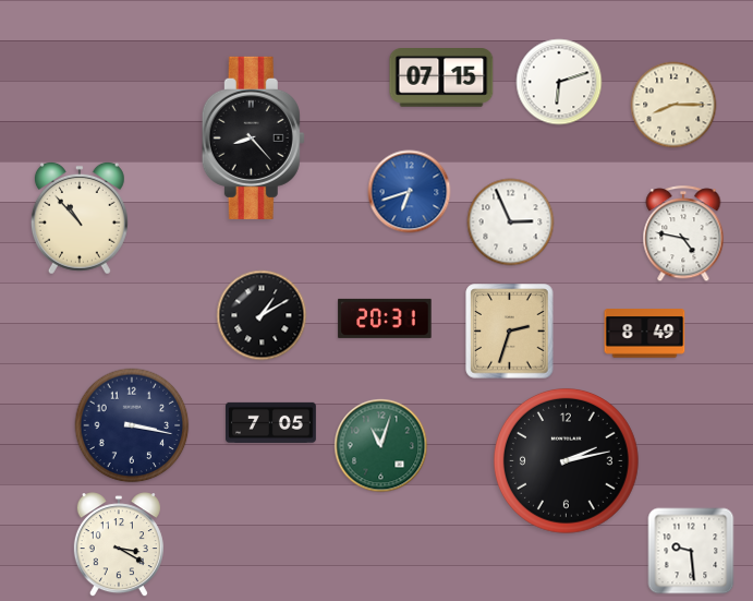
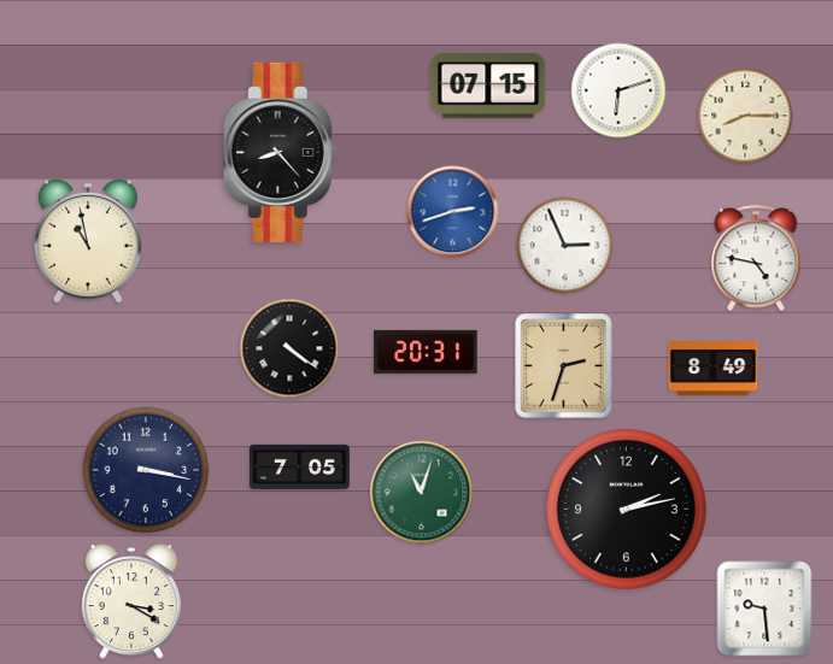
clock at (410, 192): 6:42 -> 2:42
clock at (80, 218): 10:53 -> 10:58
clock at (262, 315): 1:10 -> 4:21
